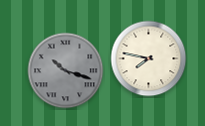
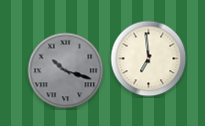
clock at (149, 59): 7:47 -> 6:59
